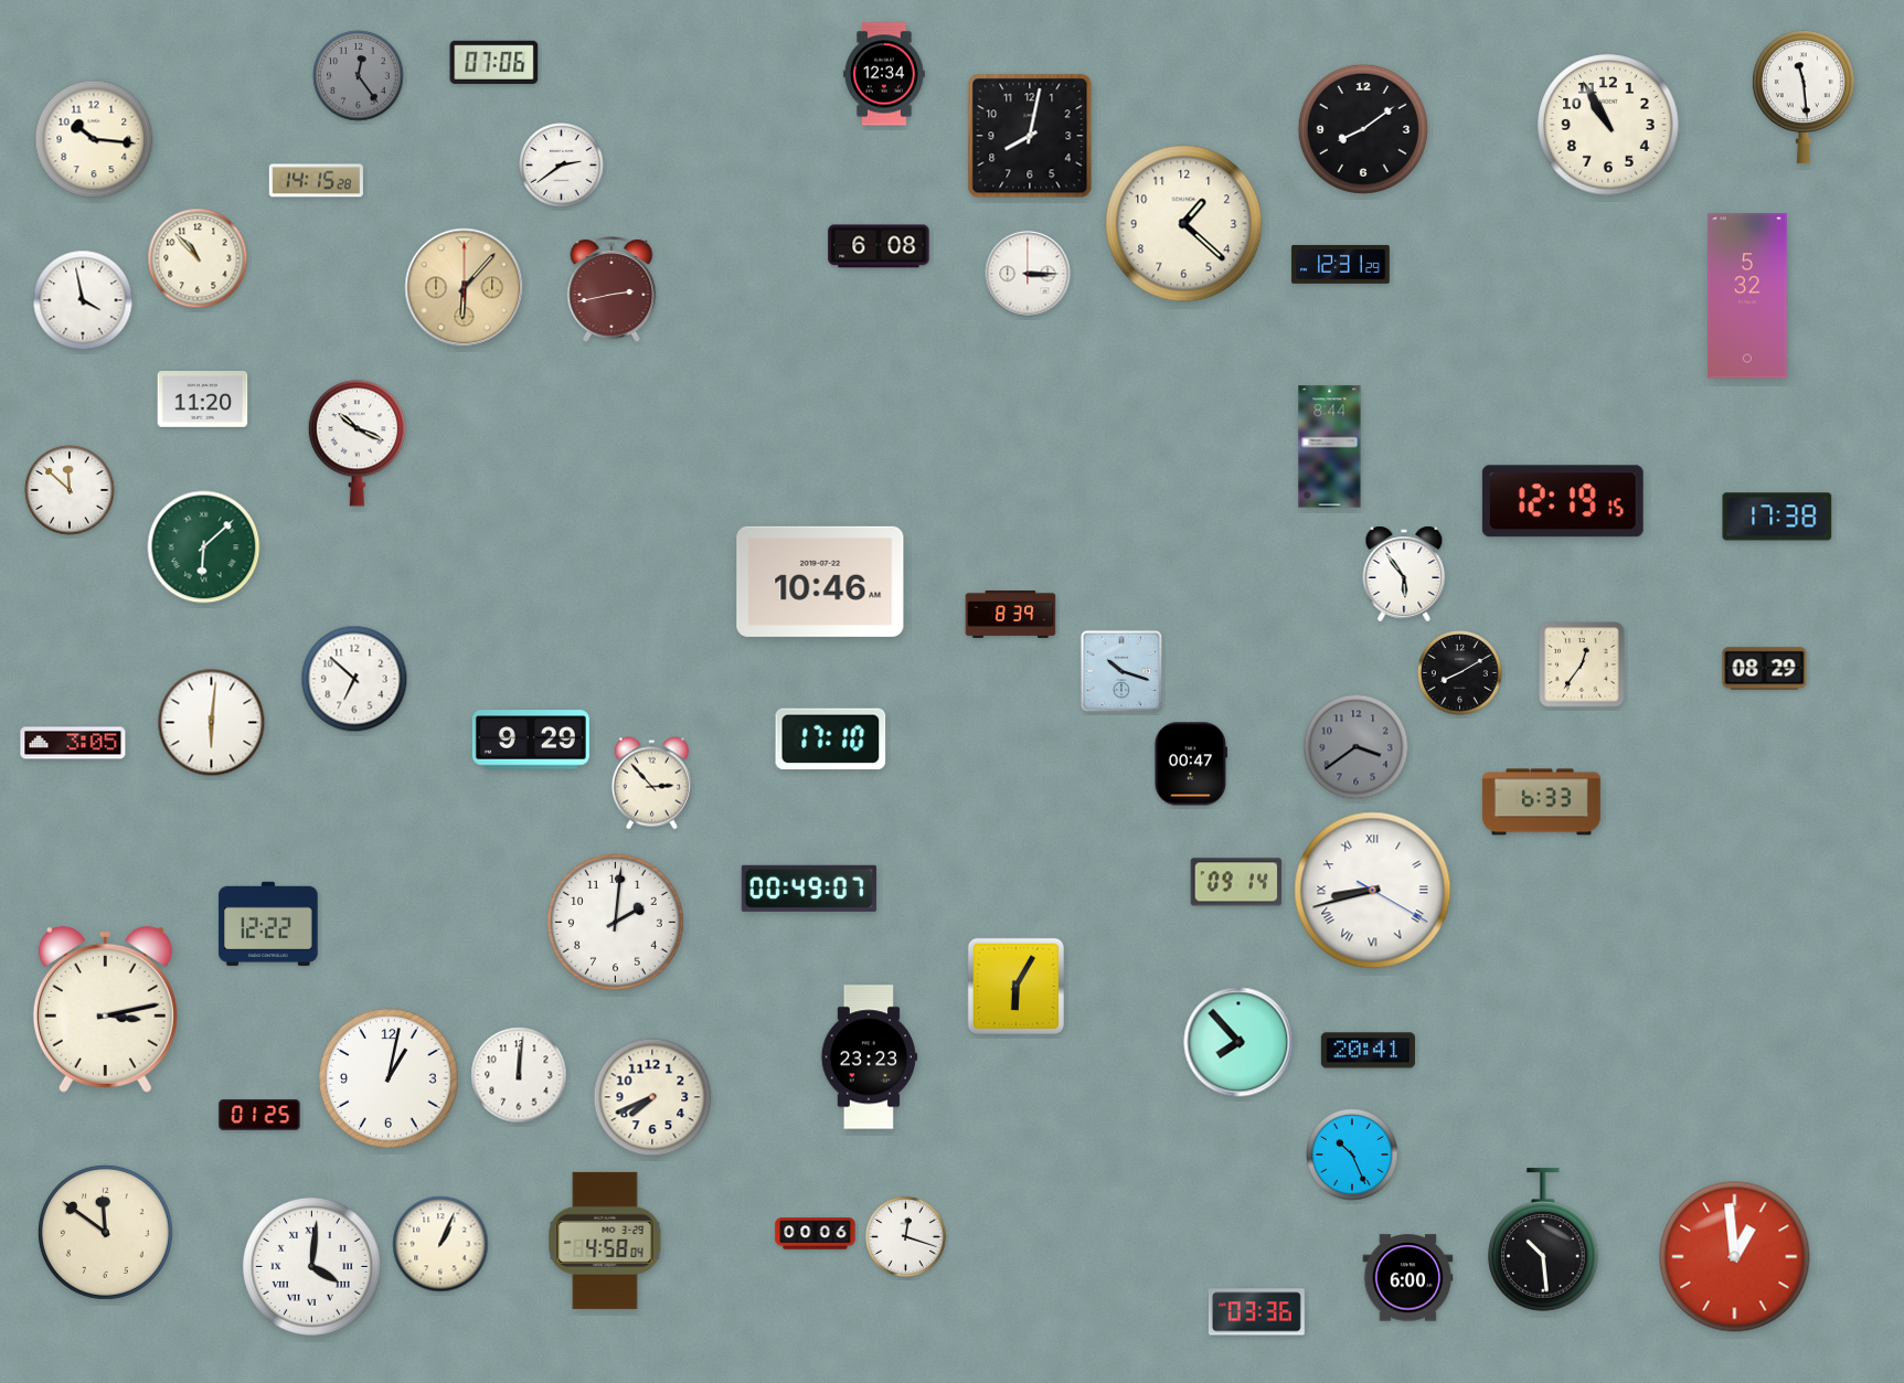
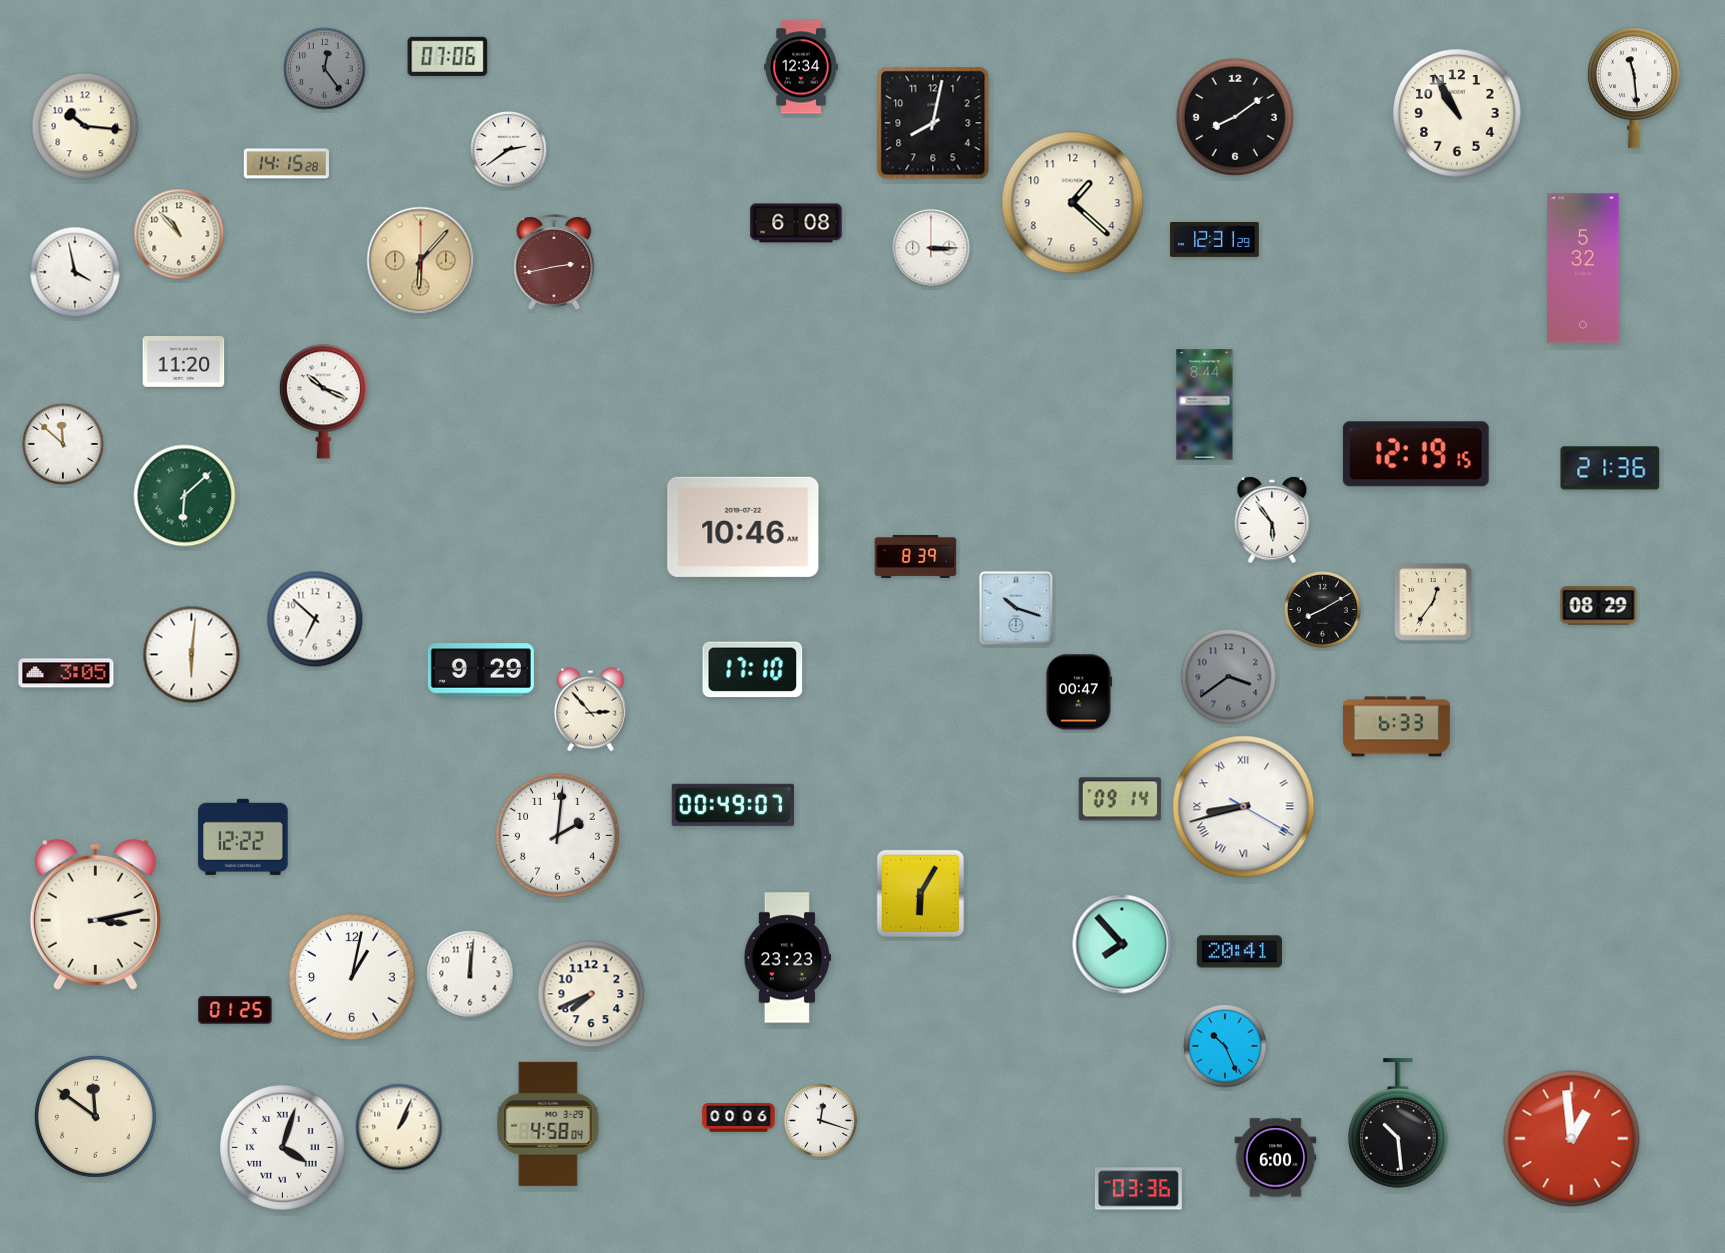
clock at (1777, 517): 17:38 -> 21:36
clock at (354, 679) position: (354, 679) -> (315, 619)
clock at (312, 1267): 4:01 -> 4:03
